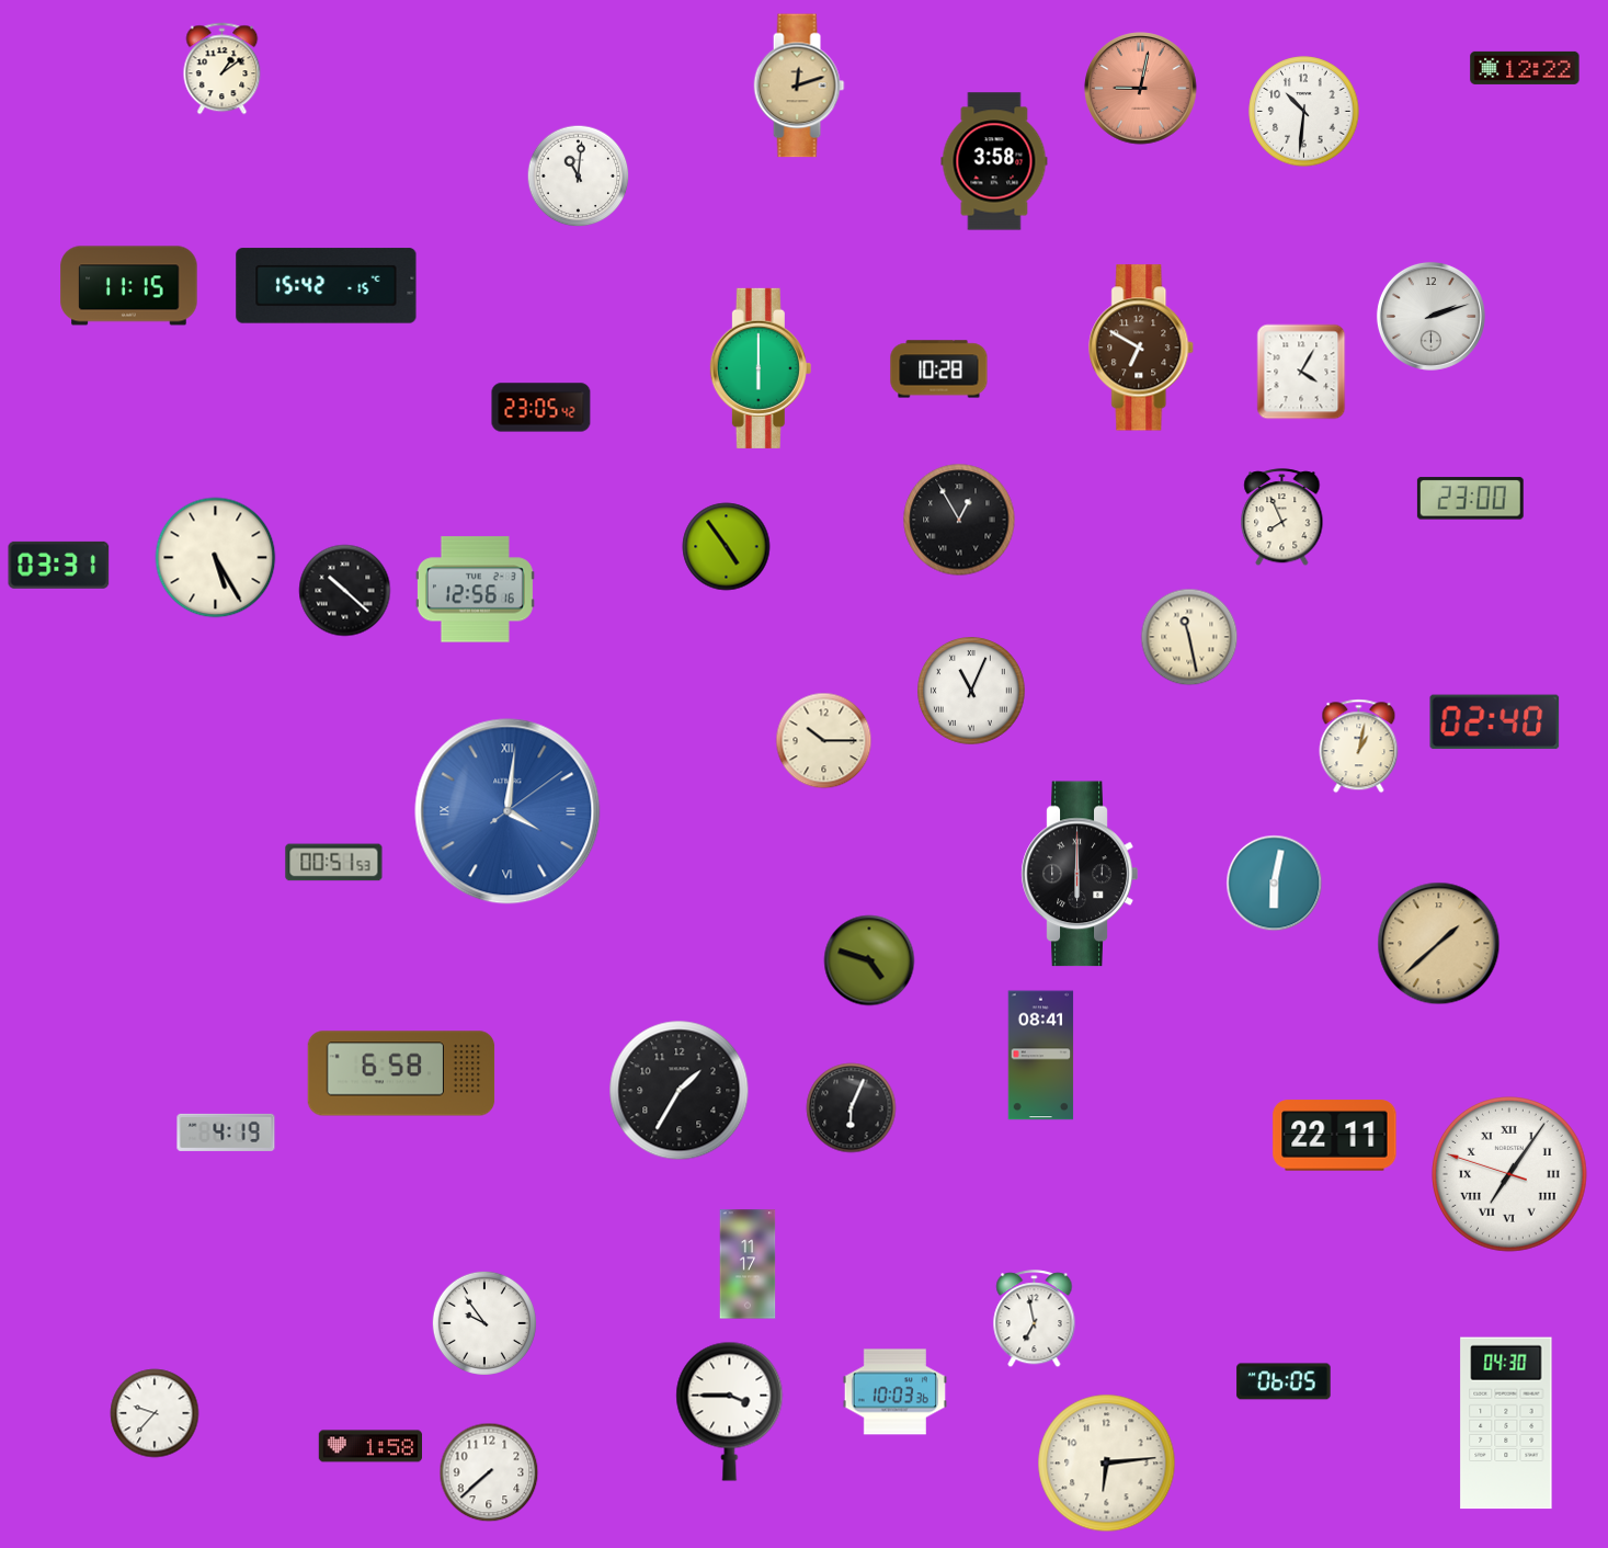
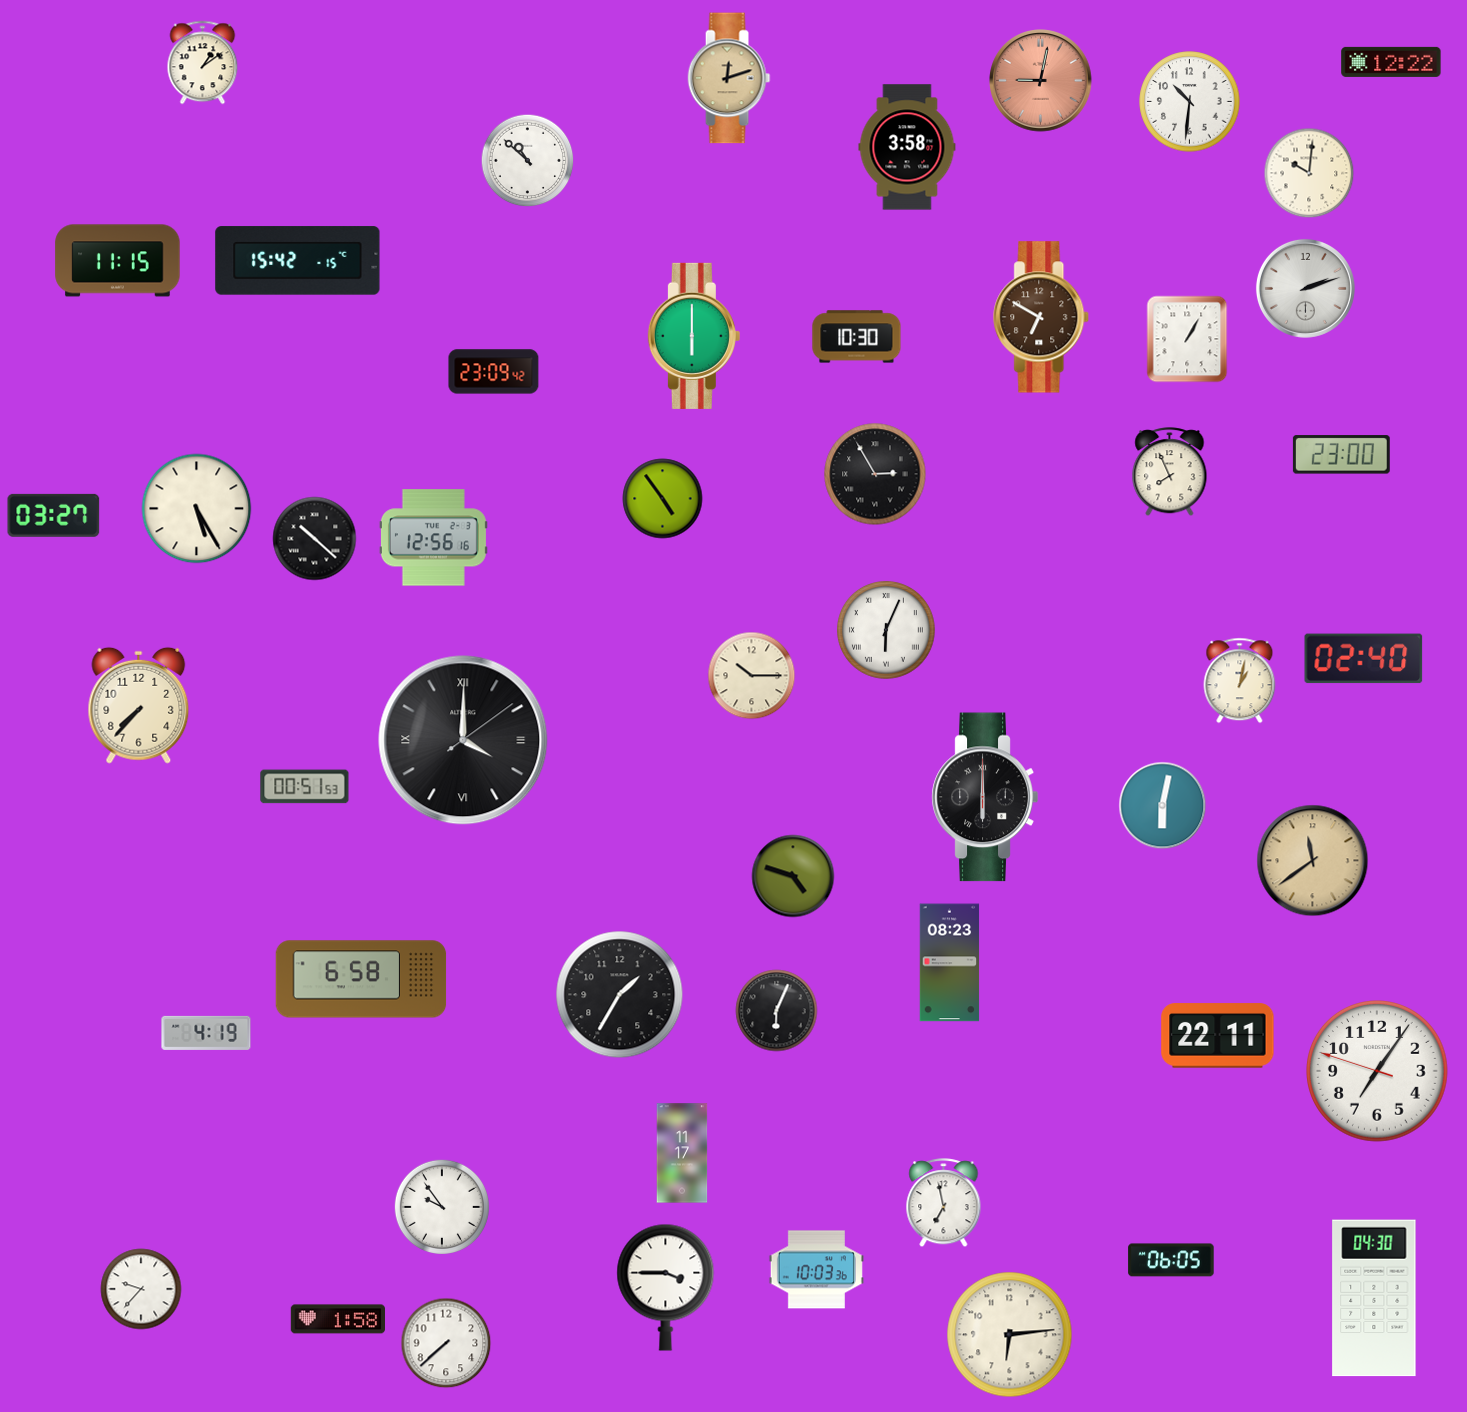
clock at (579, 177): 11:01 -> 10:52
clock at (1309, 173): none -> 10:01
clock at (939, 369): 10:28 -> 10:30
clock at (1301, 372): 4:05 -> 1:05
clock at (541, 408): 23:05 -> 23:09
clock at (959, 520): 12:55 -> 2:55
clock at (59, 565): 03:31 -> 03:27
clock at (1189, 637): 11:28 -> none
clock at (972, 692): 11:04 -> 6:04
clock at (139, 705): none -> 7:37
clock at (508, 811): 4:01 -> 4:00
clock at (508, 811) dial: blue -> black
clock at (1439, 944): 1:38 -> 11:39
clock at (1041, 1056): 08:41 -> 08:23
clock at (401, 1073) position: (401, 1073) -> (361, 979)
clock at (1510, 1175) numerals: Roman -> Arabic
